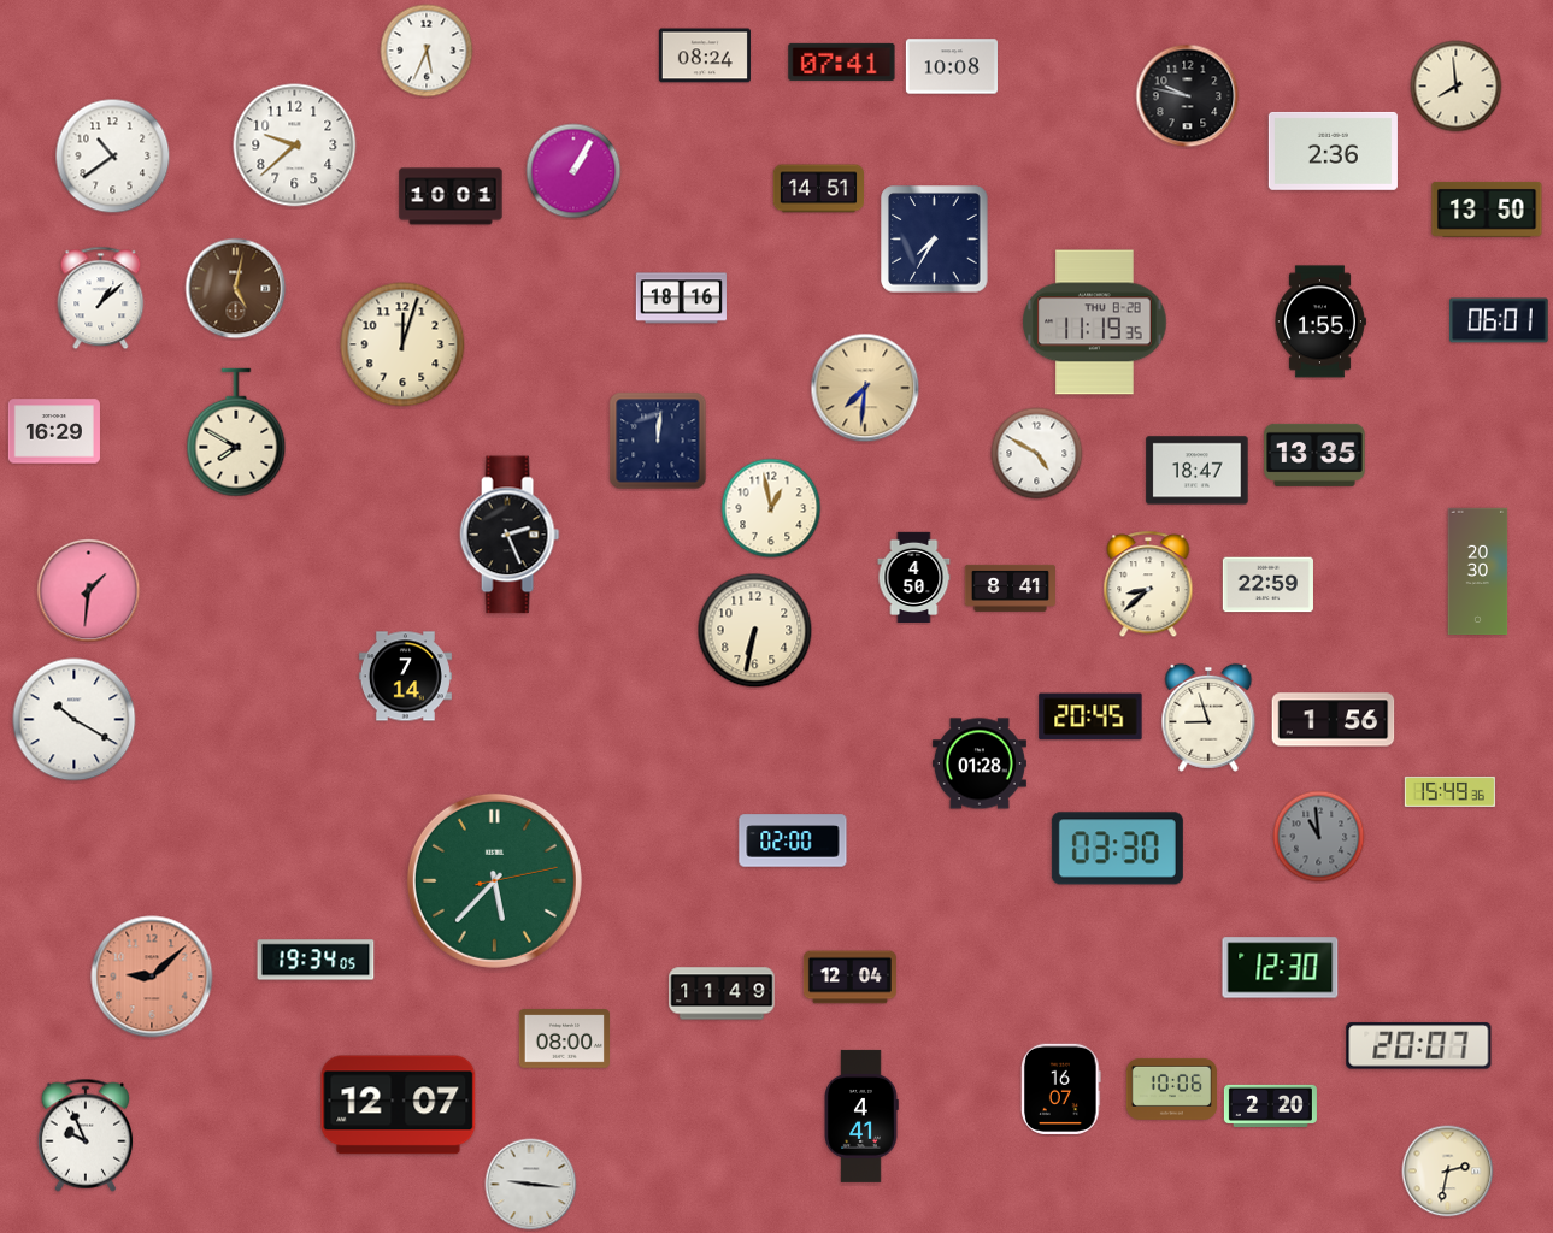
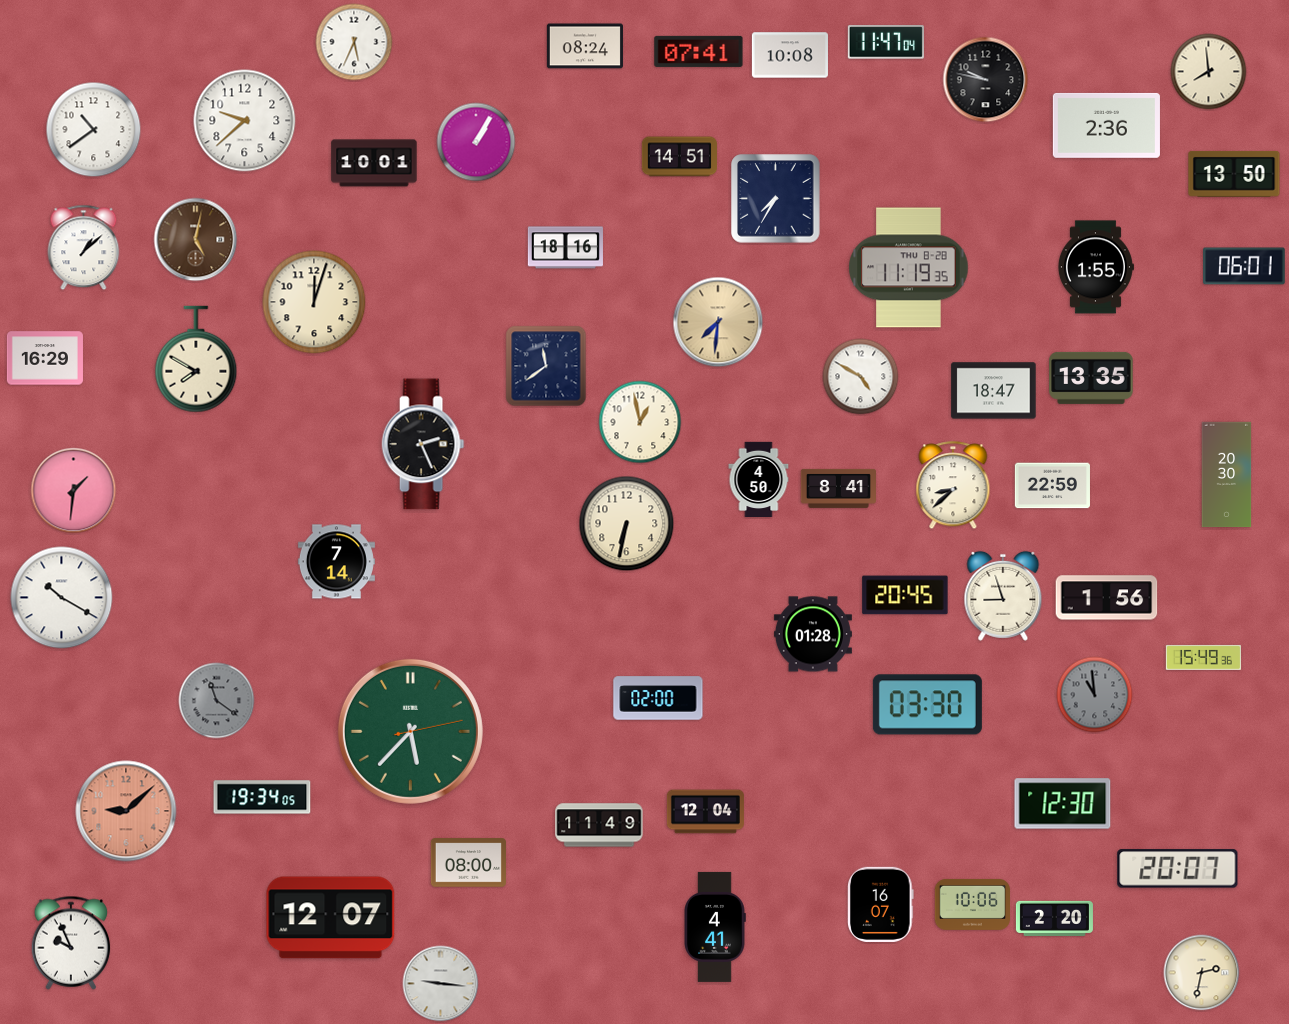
clock at (886, 42): none -> 11:47
clock at (402, 344) position: (402, 344) -> (314, 302)
clock at (658, 441): 12:01 -> 11:39
clock at (217, 701): none -> 11:21
